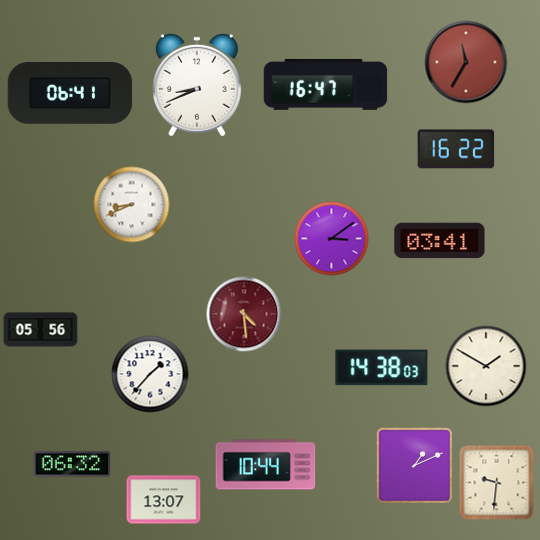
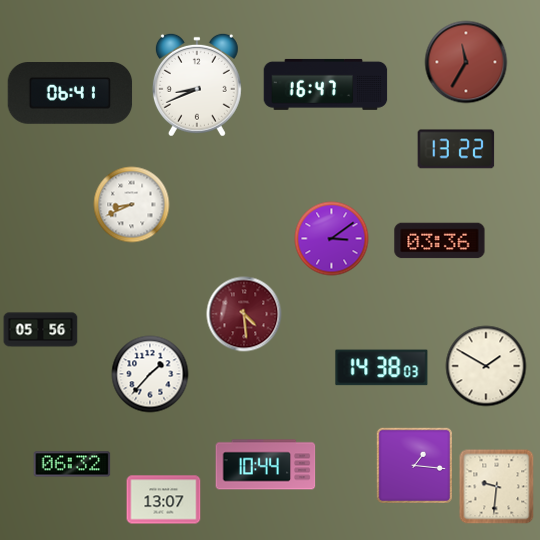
clock at (456, 149): 16:22 -> 13:22
clock at (440, 241): 03:41 -> 03:36
clock at (414, 465): 1:11 -> 1:16
clock at (497, 483) position: (497, 483) -> (497, 487)
